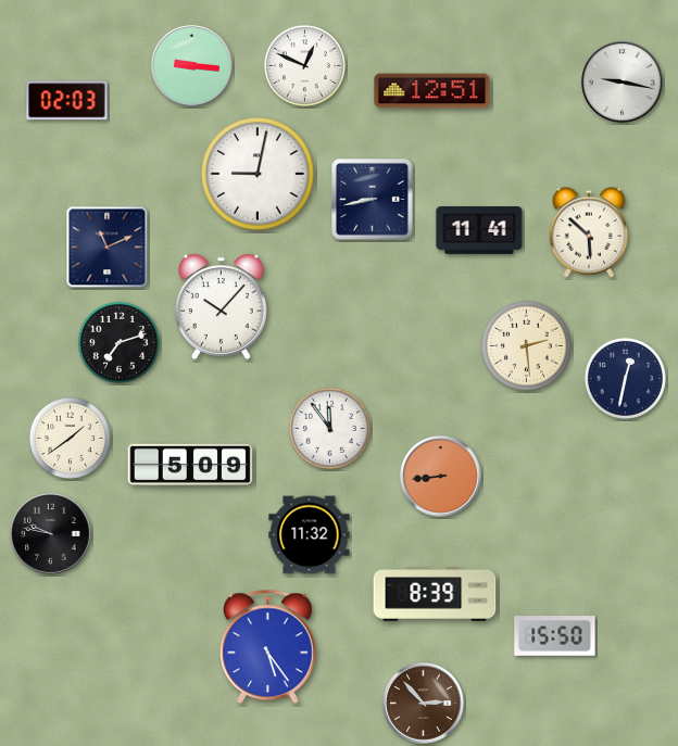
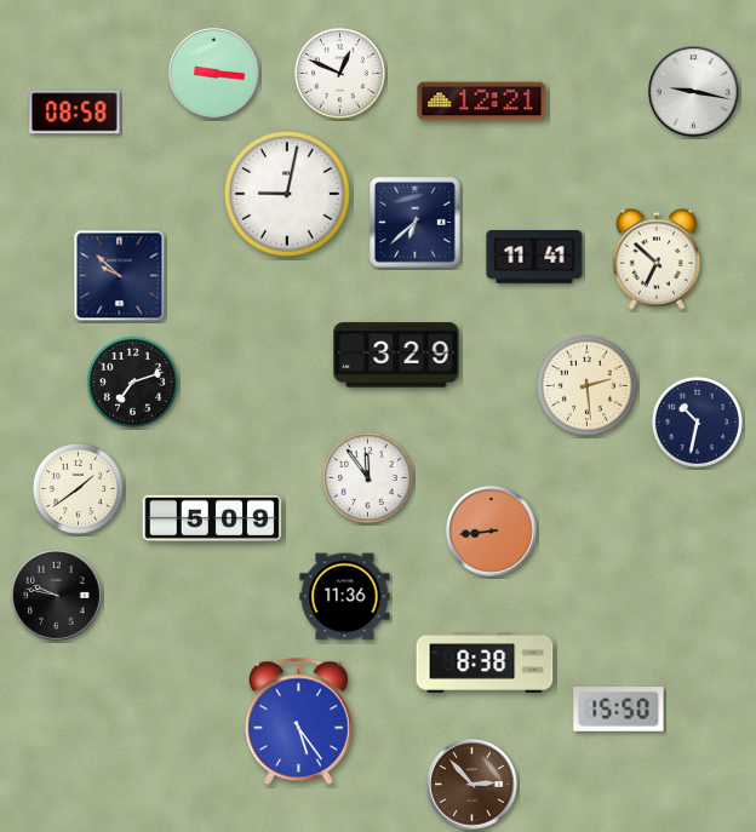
clock at (432, 91): 12:51 -> 12:21
clock at (67, 101): 02:03 -> 08:58
clock at (372, 199): 8:43 -> 6:38
clock at (589, 232): 5:52 -> 6:52
clock at (108, 248): 11:11 -> 9:52
clock at (222, 306): 10:07 -> none
clock at (396, 355): none -> 3:29
clock at (625, 378): 12:32 -> 10:32
clock at (310, 535): 11:32 -> 11:36
clock at (435, 594): 8:39 -> 8:38
